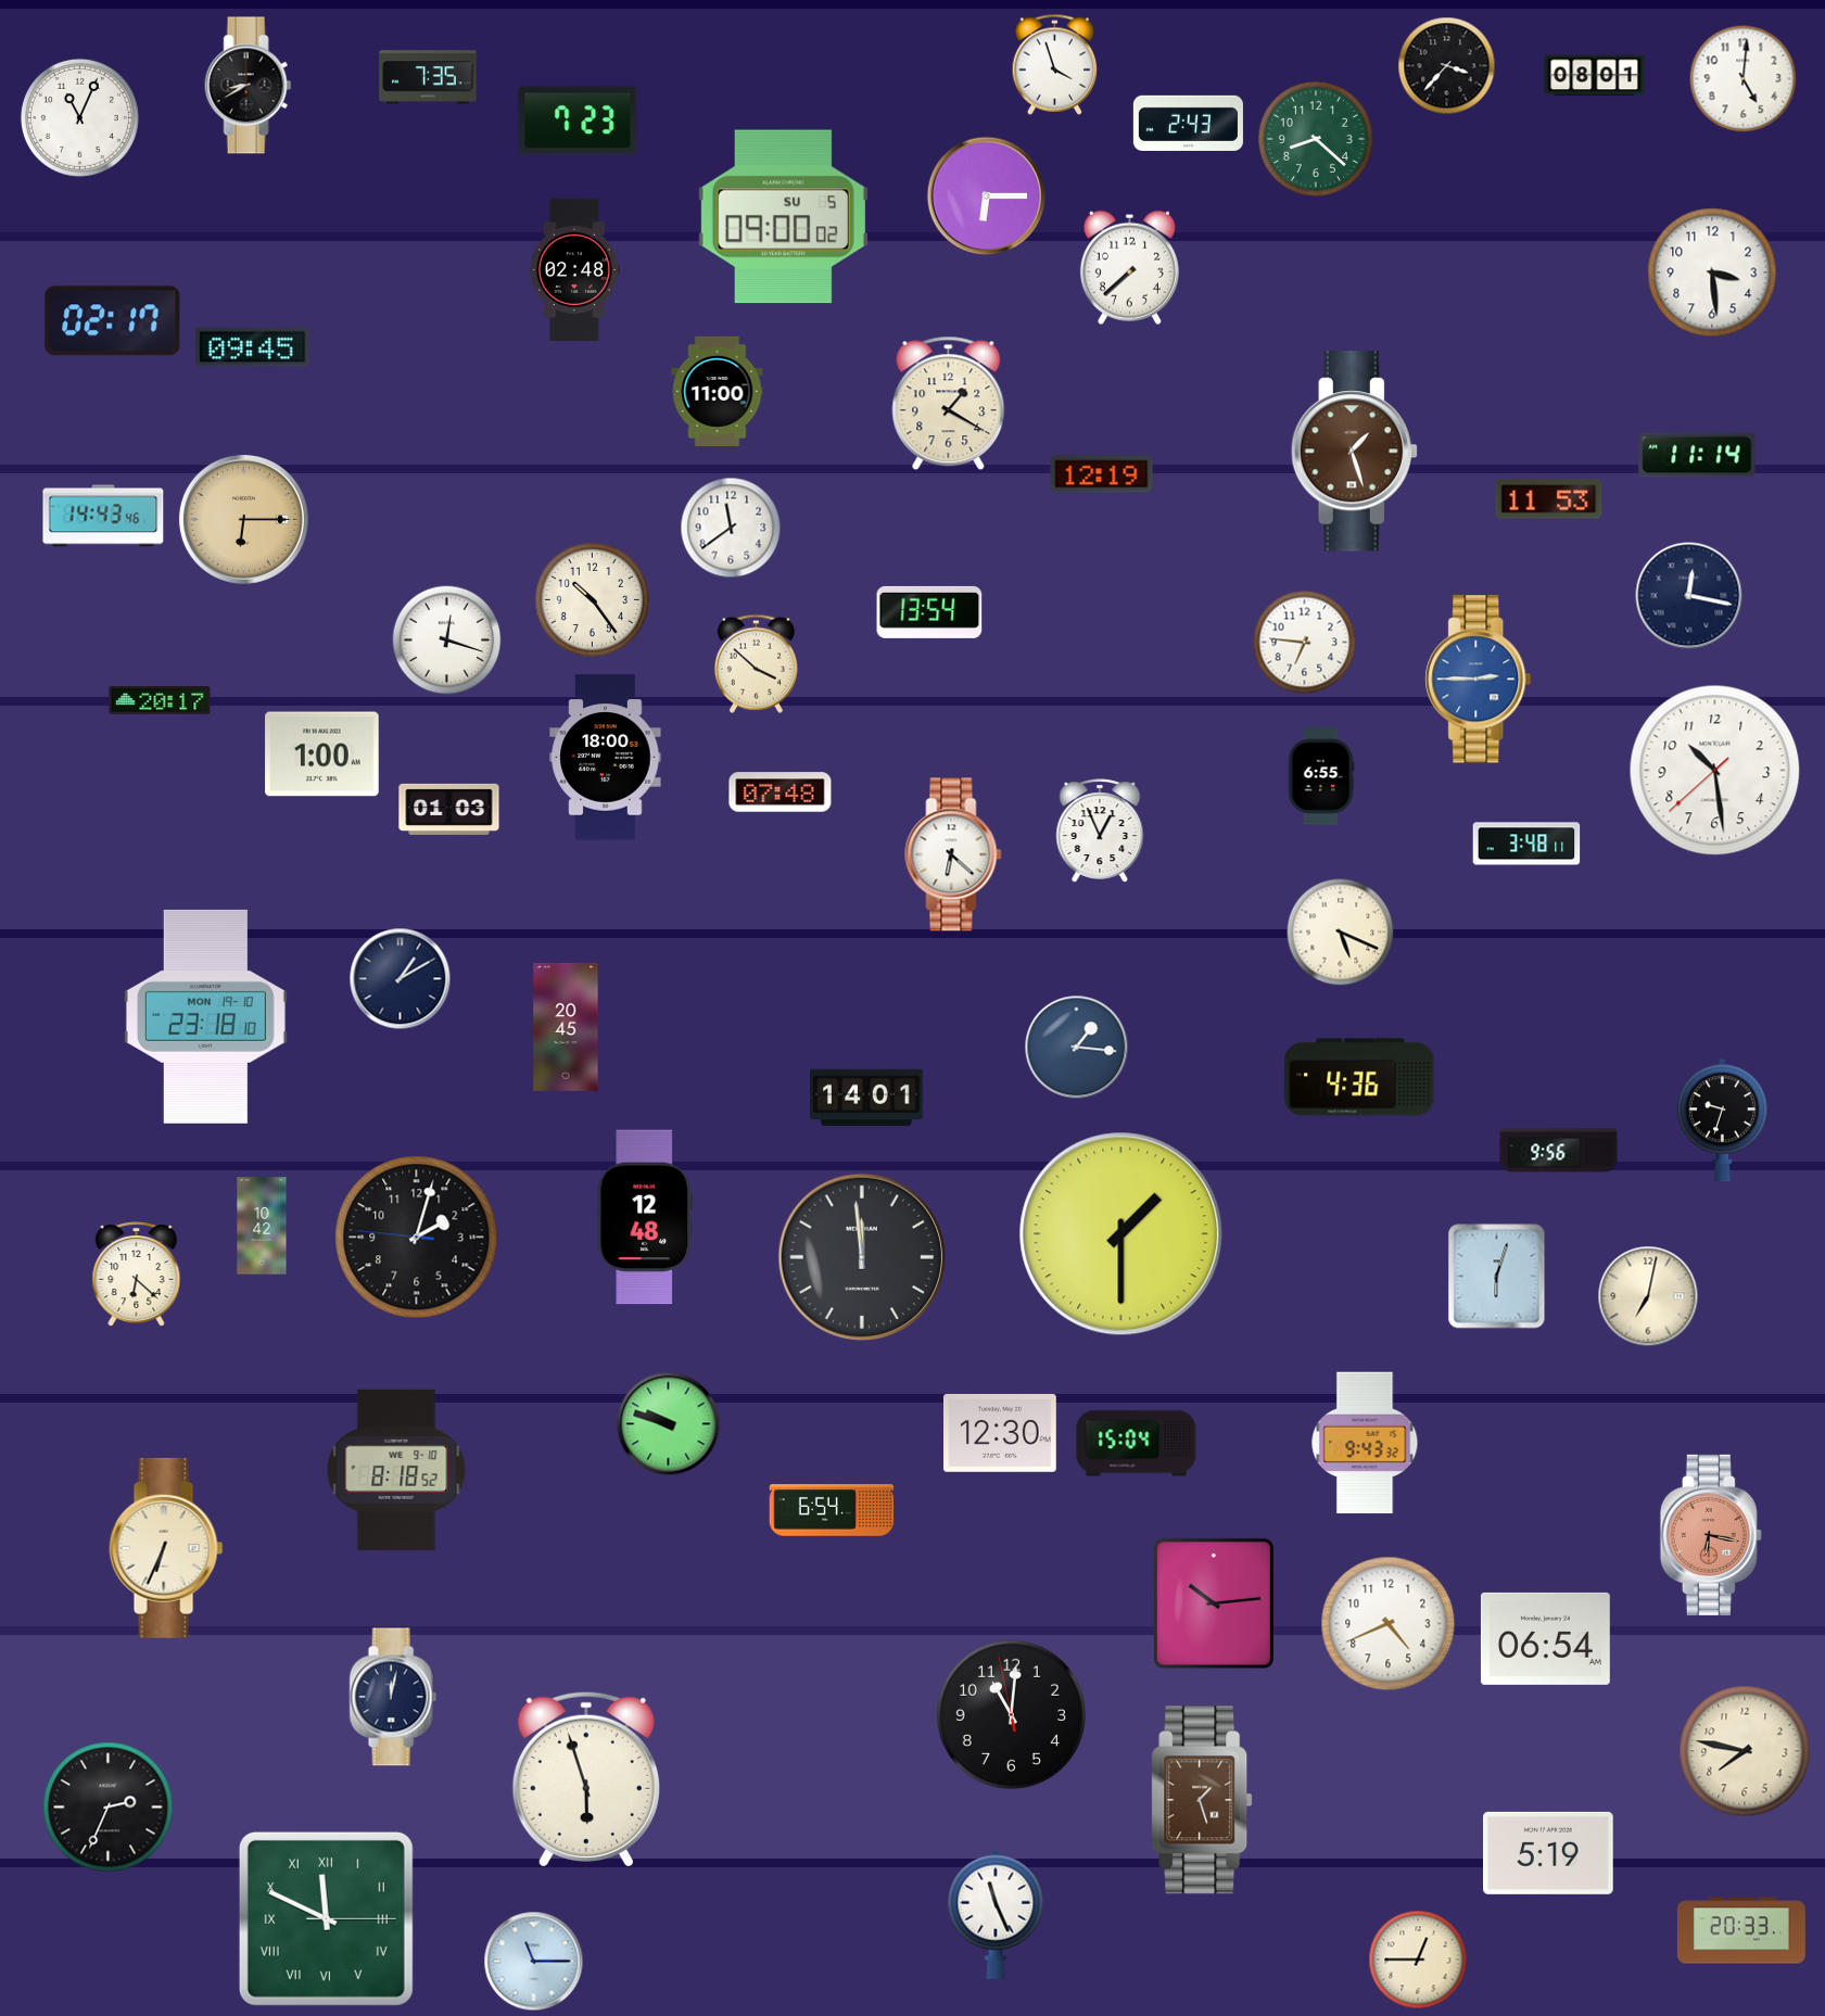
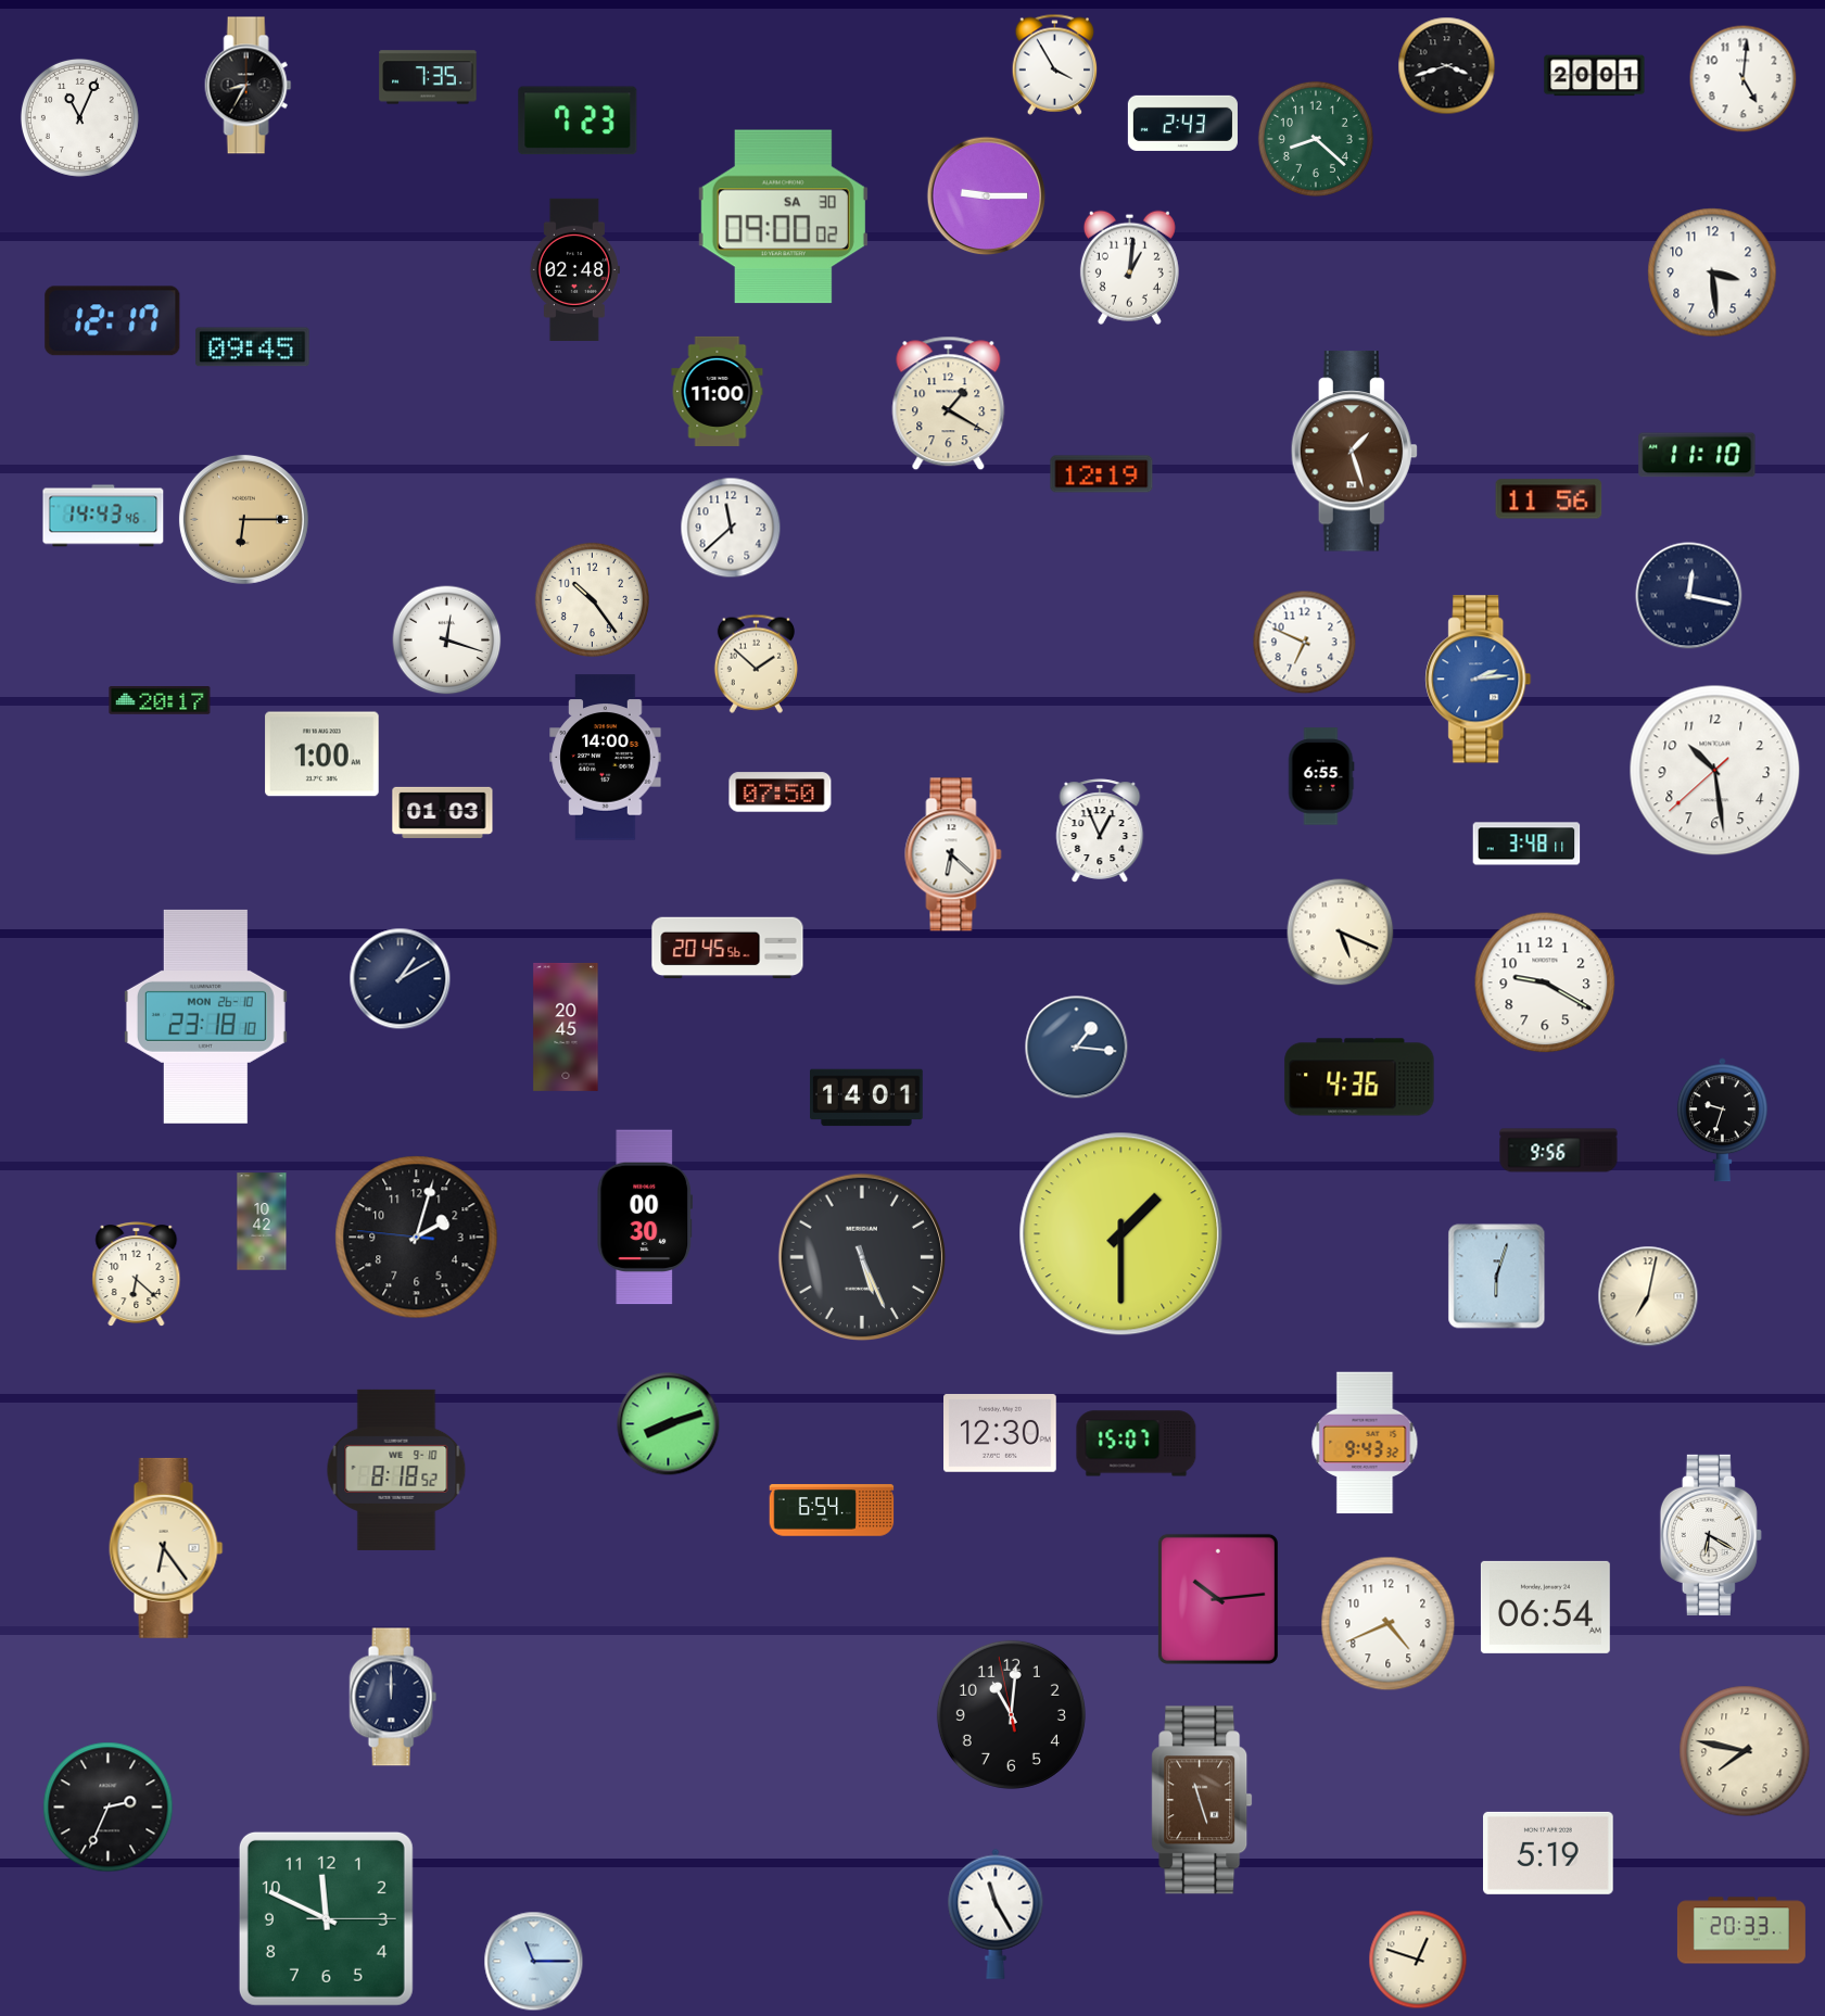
clock at (1055, 64): 3:57 -> 3:55
clock at (1447, 66): 3:37 -> 3:42
clock at (1595, 76): 08:01 -> 20:01
clock at (249, 86): 8:40 -> 8:35
clock at (1188, 123) position: (1188, 123) -> (1182, 123)
clock at (987, 196): 6:15 -> 9:15
clock at (783, 217) date: SU 5 -> SA 30
clock at (1129, 267): 7:38 -> 1:01
clock at (113, 321): 02:17 -> 12:17
clock at (1697, 455): 11:14 -> 11:10
clock at (1549, 499): 11:53 -> 11:56
clock at (731, 528): 11:39 -> 11:38
clock at (929, 612): 13:54 -> none
clock at (1305, 643): 6:46 -> 6:49
clock at (756, 663): 3:52 -> 1:52
clock at (1479, 680): 2:45 -> 2:14
clock at (606, 758): 18:00 -> 14:00
clock at (781, 793): 07:48 -> 07:50
clock at (449, 809) position: (449, 809) -> (443, 812)
clock at (727, 948): none -> 20:45
clock at (1545, 982): none -> 9:20
clock at (205, 1016) date: MON 19-10 -> MON 26-10
clock at (645, 1217): 12:48 -> 00:30
clock at (262, 1226) position: (262, 1226) -> (262, 1221)
clock at (862, 1257): 11:59 -> 5:26
clock at (669, 1424): 9:48 -> 8:12
clock at (1137, 1444): 15:04 -> 15:07
clock at (1711, 1535): 6:17 -> 6:20
clock at (1711, 1535) dial: salmon -> white
clock at (166, 1548): 6:34 -> 6:24
clock at (1214, 1603) position: (1214, 1603) -> (1218, 1599)
clock at (1545, 1638) position: (1545, 1638) -> (1545, 1607)
clock at (393, 1697): 12:02 -> 12:00
clock at (586, 1779): 5:57 -> none
clock at (1202, 1800): 1:27 -> 11:27
clock at (996, 1914): 11:26 -> 11:25
clock at (326, 1918) numerals: Roman -> Arabic
clock at (1418, 1960): 12:45 -> 12:48
